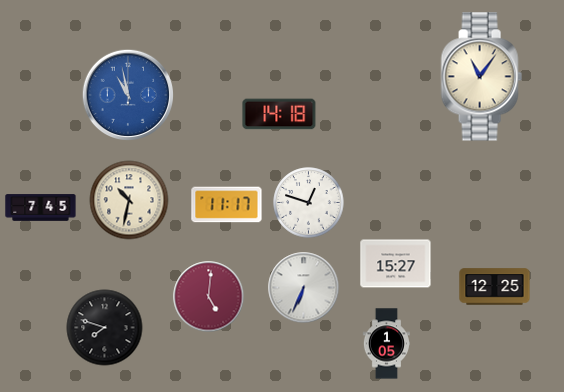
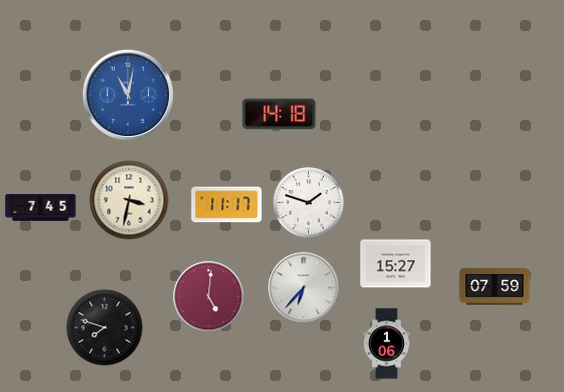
clock at (481, 77): 11:06 -> none
clock at (127, 94): 10:58 -> 11:02
clock at (129, 200): 10:32 -> 3:32
clock at (309, 203): 12:48 -> 1:48
clock at (495, 287): 12:25 -> 07:59
clock at (304, 288): 6:34 -> 6:37
clock at (386, 344): 1:05 -> 1:06
